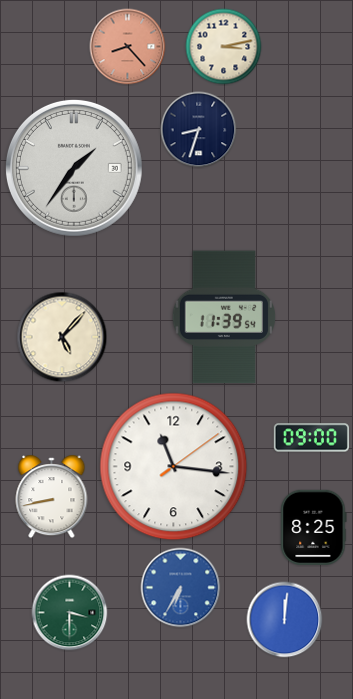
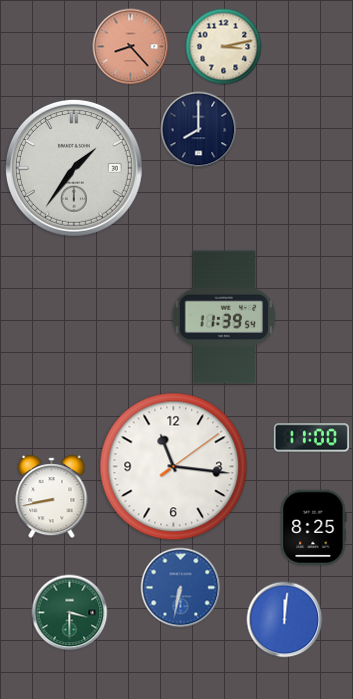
clock at (128, 47) position: (128, 47) -> (131, 47)
clock at (199, 130): 8:33 -> 8:00
clock at (62, 337): 5:07 -> none
clock at (311, 438): 09:00 -> 11:00
clock at (181, 588): 6:35 -> 6:32
